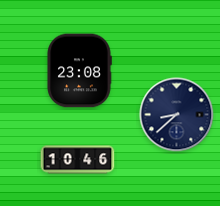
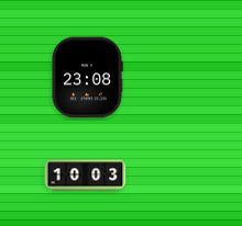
clock at (177, 115): 8:38 -> none
clock at (78, 160): 10:46 -> 10:03
